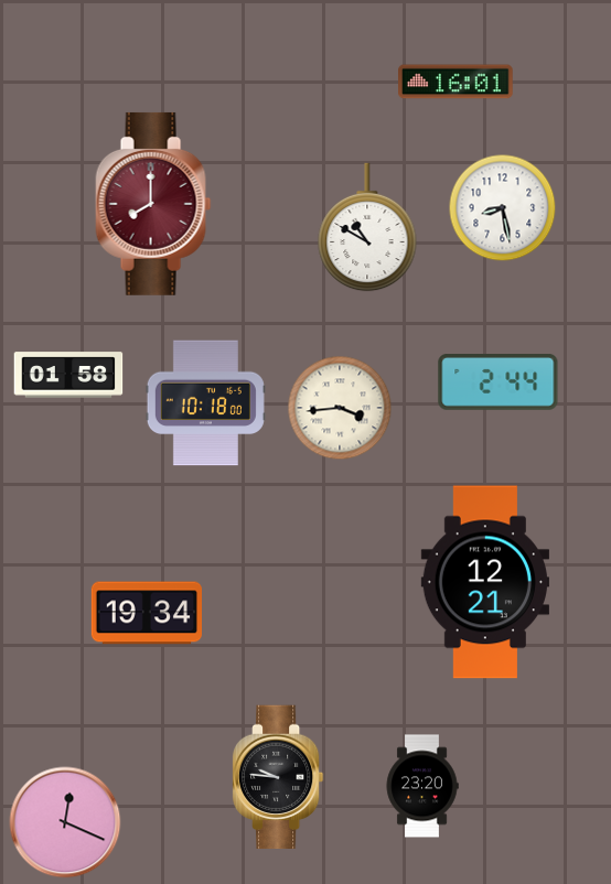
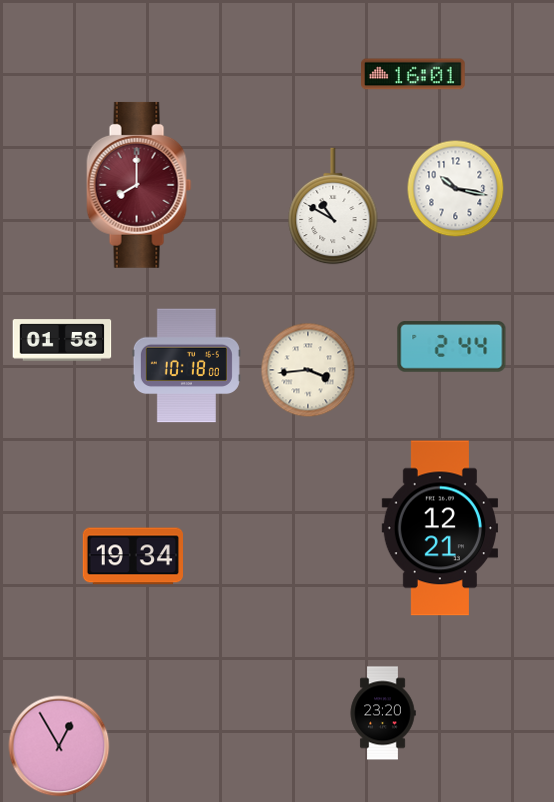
clock at (503, 208): 8:28 -> 10:17
clock at (278, 777): 9:46 -> none
clock at (65, 822): 12:19 -> 12:55
